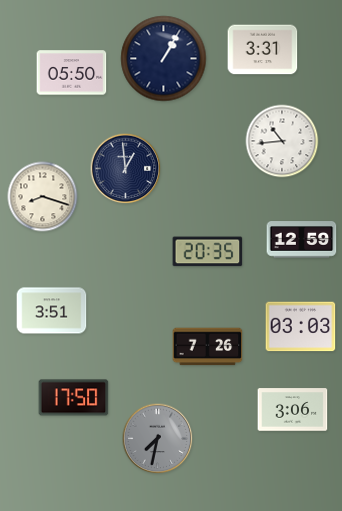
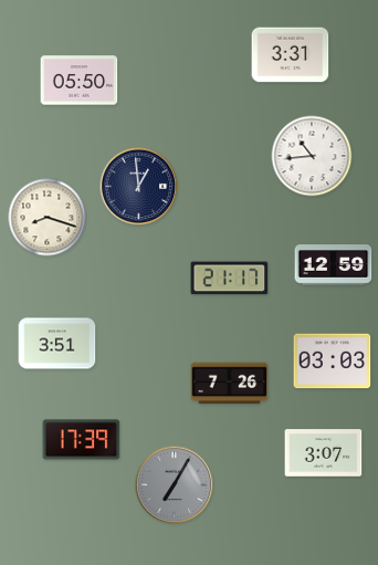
clock at (164, 59): 1:05 -> none
clock at (208, 252): 20:35 -> 21:17
clock at (74, 398): 17:50 -> 17:39
clock at (293, 410): 3:06 -> 3:07
clock at (158, 439): 7:32 -> 7:05
